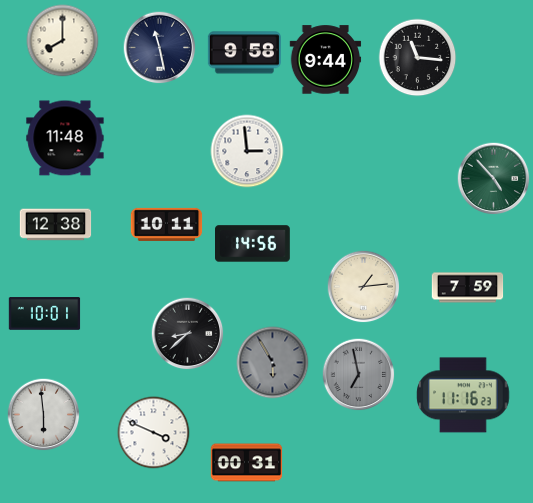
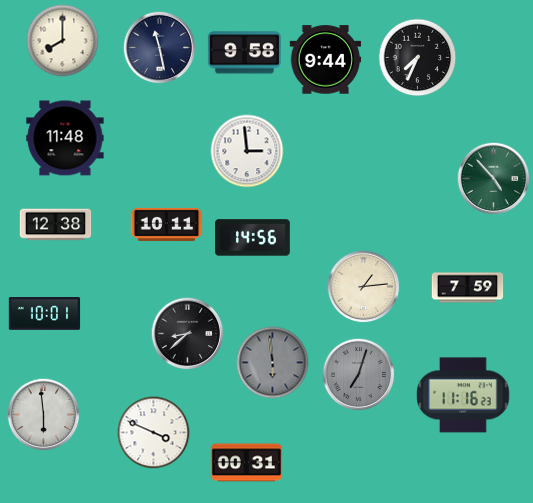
clock at (418, 58): 11:16 -> 7:34
clock at (253, 244) position: (253, 244) -> (253, 238)
clock at (273, 363): 5:55 -> 5:59
clock at (359, 375): 6:58 -> 7:03
